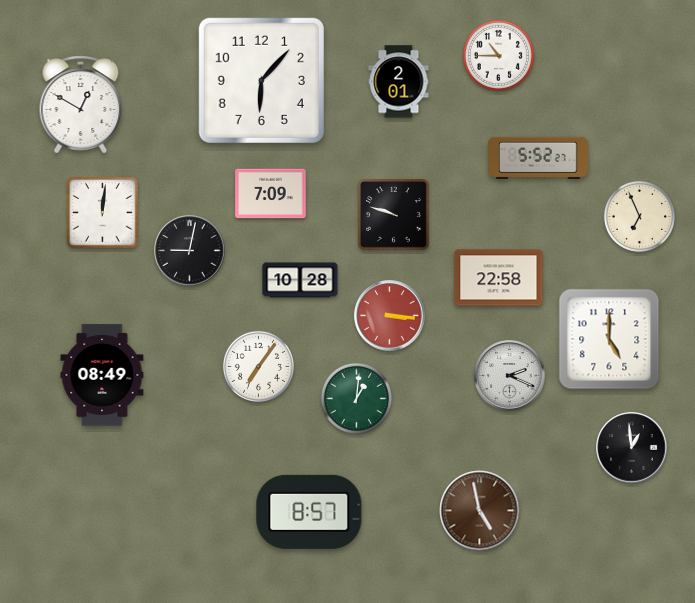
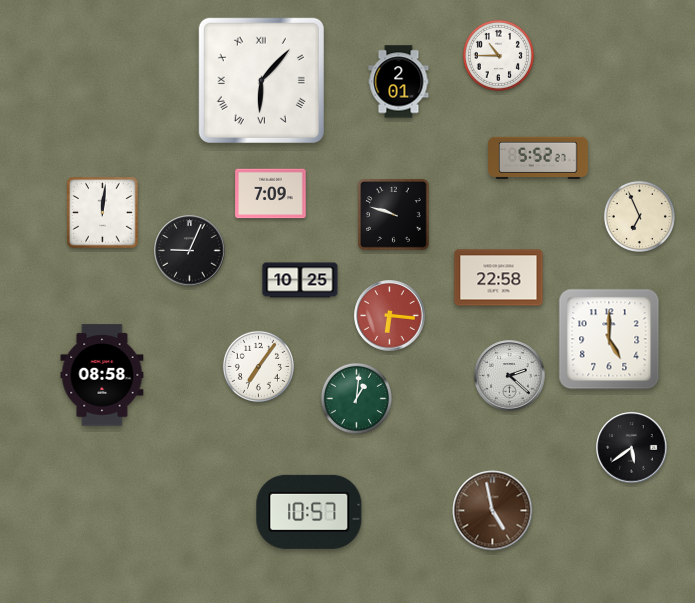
clock at (261, 80) numerals: Arabic -> Roman
clock at (81, 105): 12:50 -> none
clock at (190, 251): 9:02 -> 9:04
clock at (300, 280): 10:28 -> 10:25
clock at (390, 316): 3:16 -> 6:16
clock at (102, 375): 08:49 -> 08:58
clock at (510, 376): 2:19 -> 2:22
clock at (632, 448): 12:59 -> 5:39
clock at (480, 511) position: (480, 511) -> (493, 511)
clock at (309, 512): 8:57 -> 10:57
